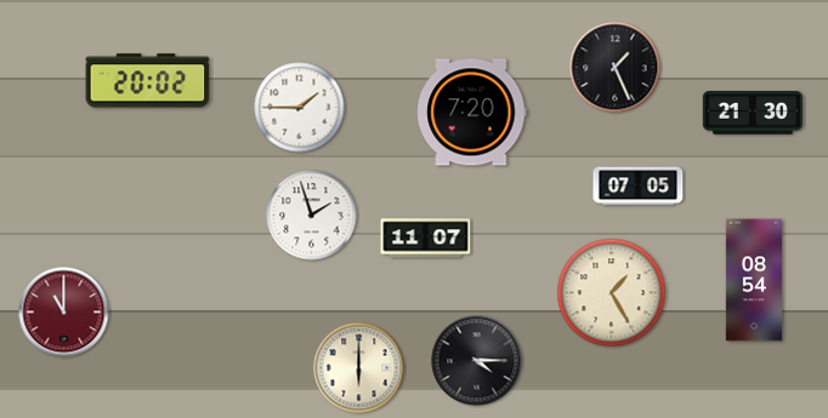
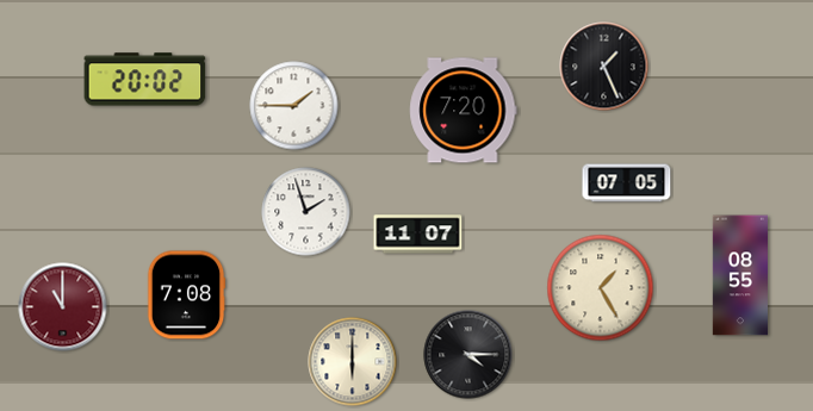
clock at (753, 113): 21:30 -> none
clock at (753, 280): 08:54 -> 08:55
clock at (186, 295): none -> 7:08
